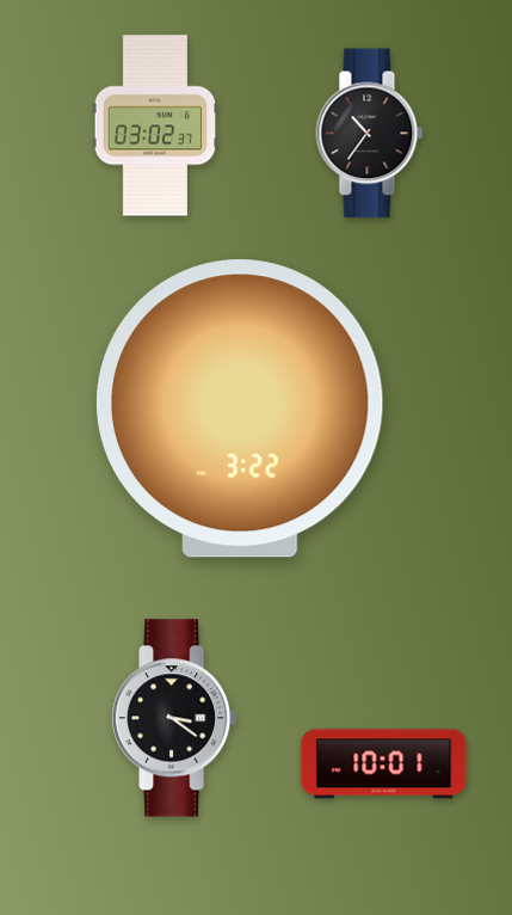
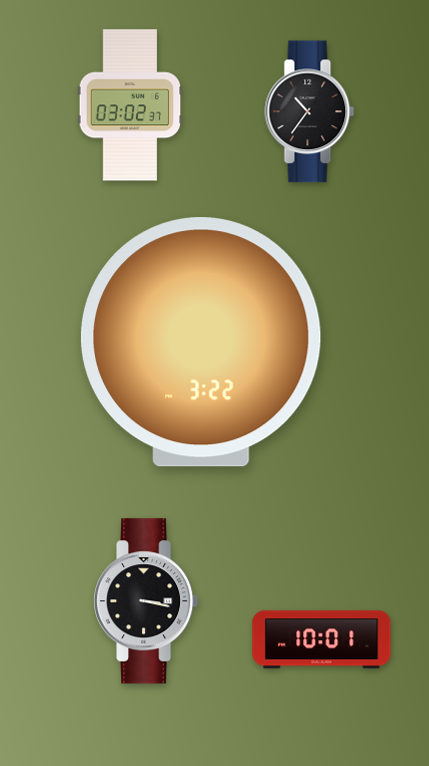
clock at (175, 718): 3:21 -> 3:17
